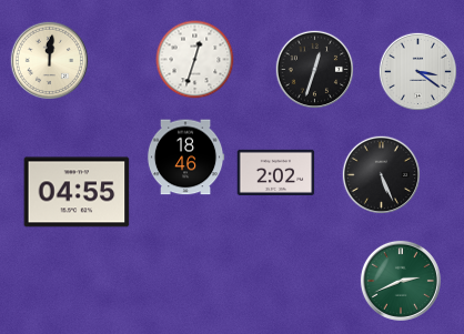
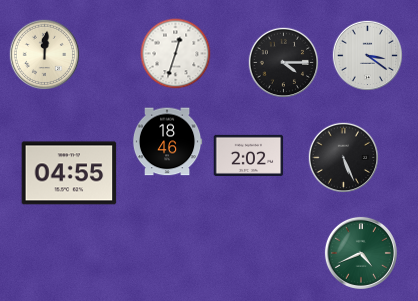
clock at (315, 70): 12:33 -> 4:15
clock at (418, 72) position: (418, 72) -> (368, 56)
clock at (401, 281): 2:41 -> 4:41
